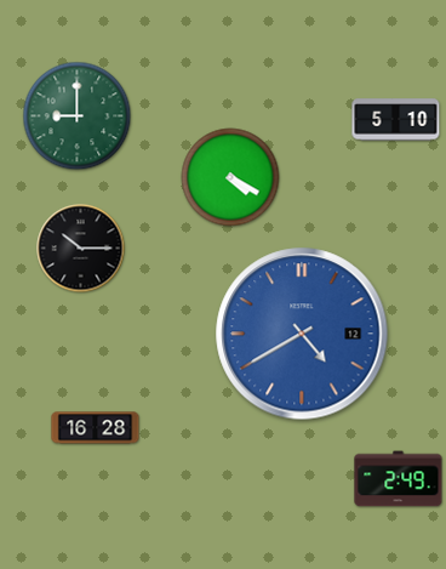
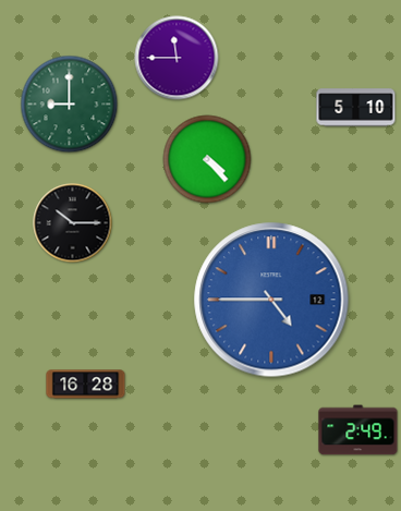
clock at (177, 58): none -> 11:45
clock at (230, 177): 4:20 -> 4:23
clock at (302, 334): 4:40 -> 4:45
